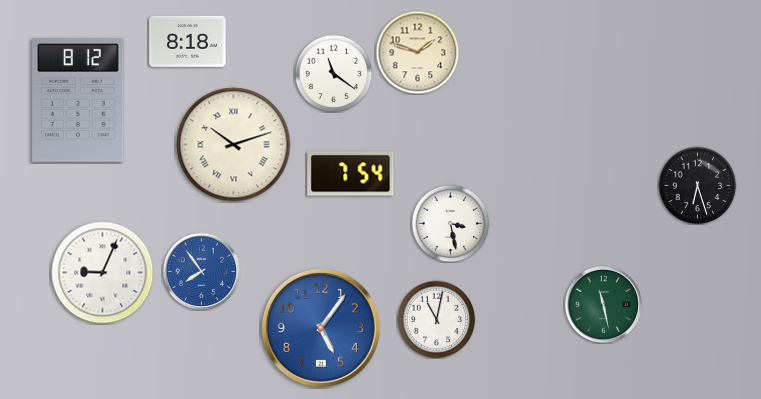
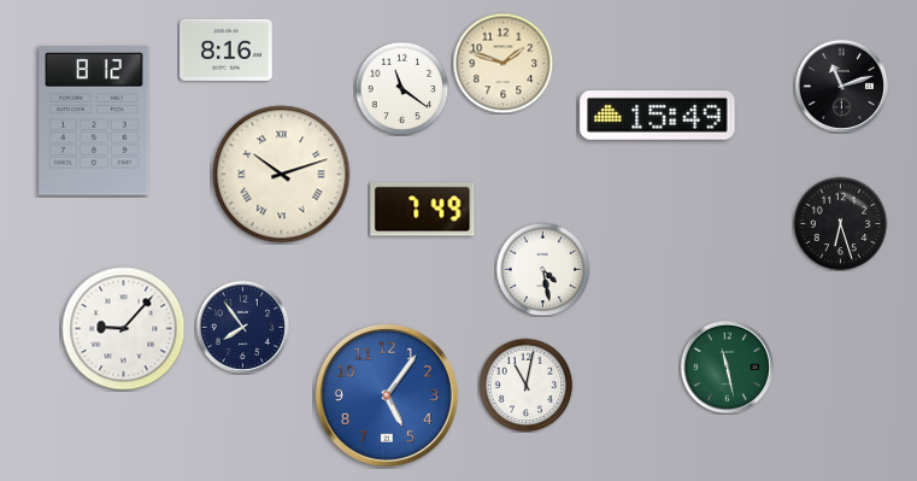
clock at (188, 41): 8:18 -> 8:16
clock at (841, 86): none -> 11:12
clock at (658, 116): none -> 15:49
clock at (351, 174): 7:54 -> 7:49
clock at (450, 223): 3:28 -> 4:28
clock at (201, 271) dial: blue -> navy
clock at (103, 273): 9:04 -> 9:07
